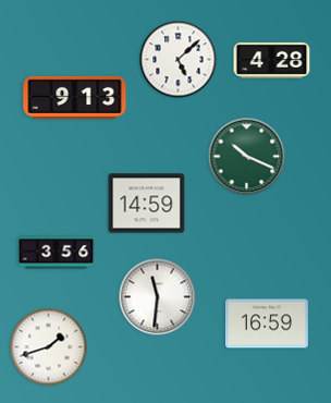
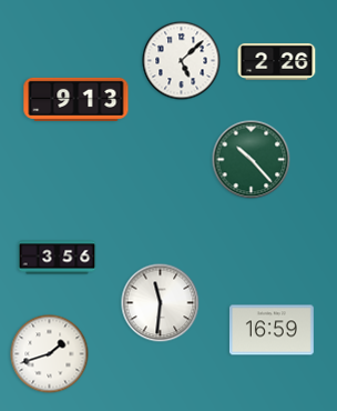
clock at (272, 60): 4:28 -> 2:26
clock at (247, 157): 10:19 -> 10:23
clock at (147, 204): 14:59 -> none
